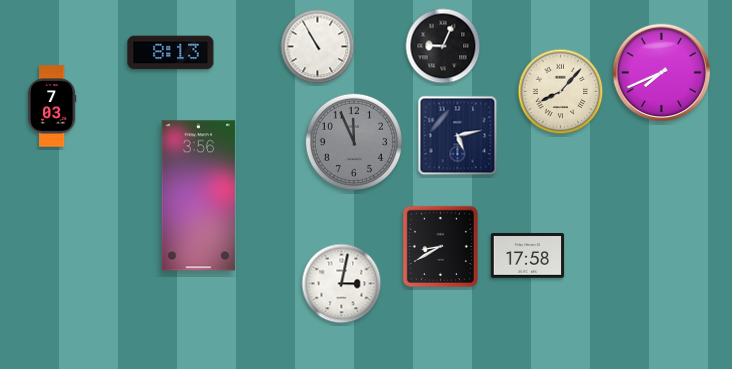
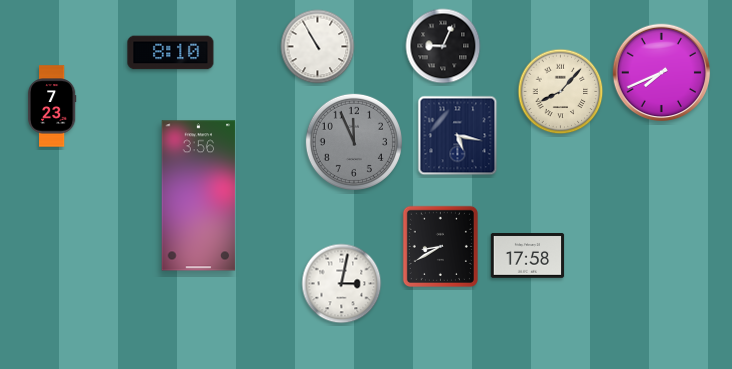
clock at (171, 53): 8:13 -> 8:10
clock at (52, 106): 7:03 -> 7:23
clock at (458, 136): 5:13 -> 5:17
